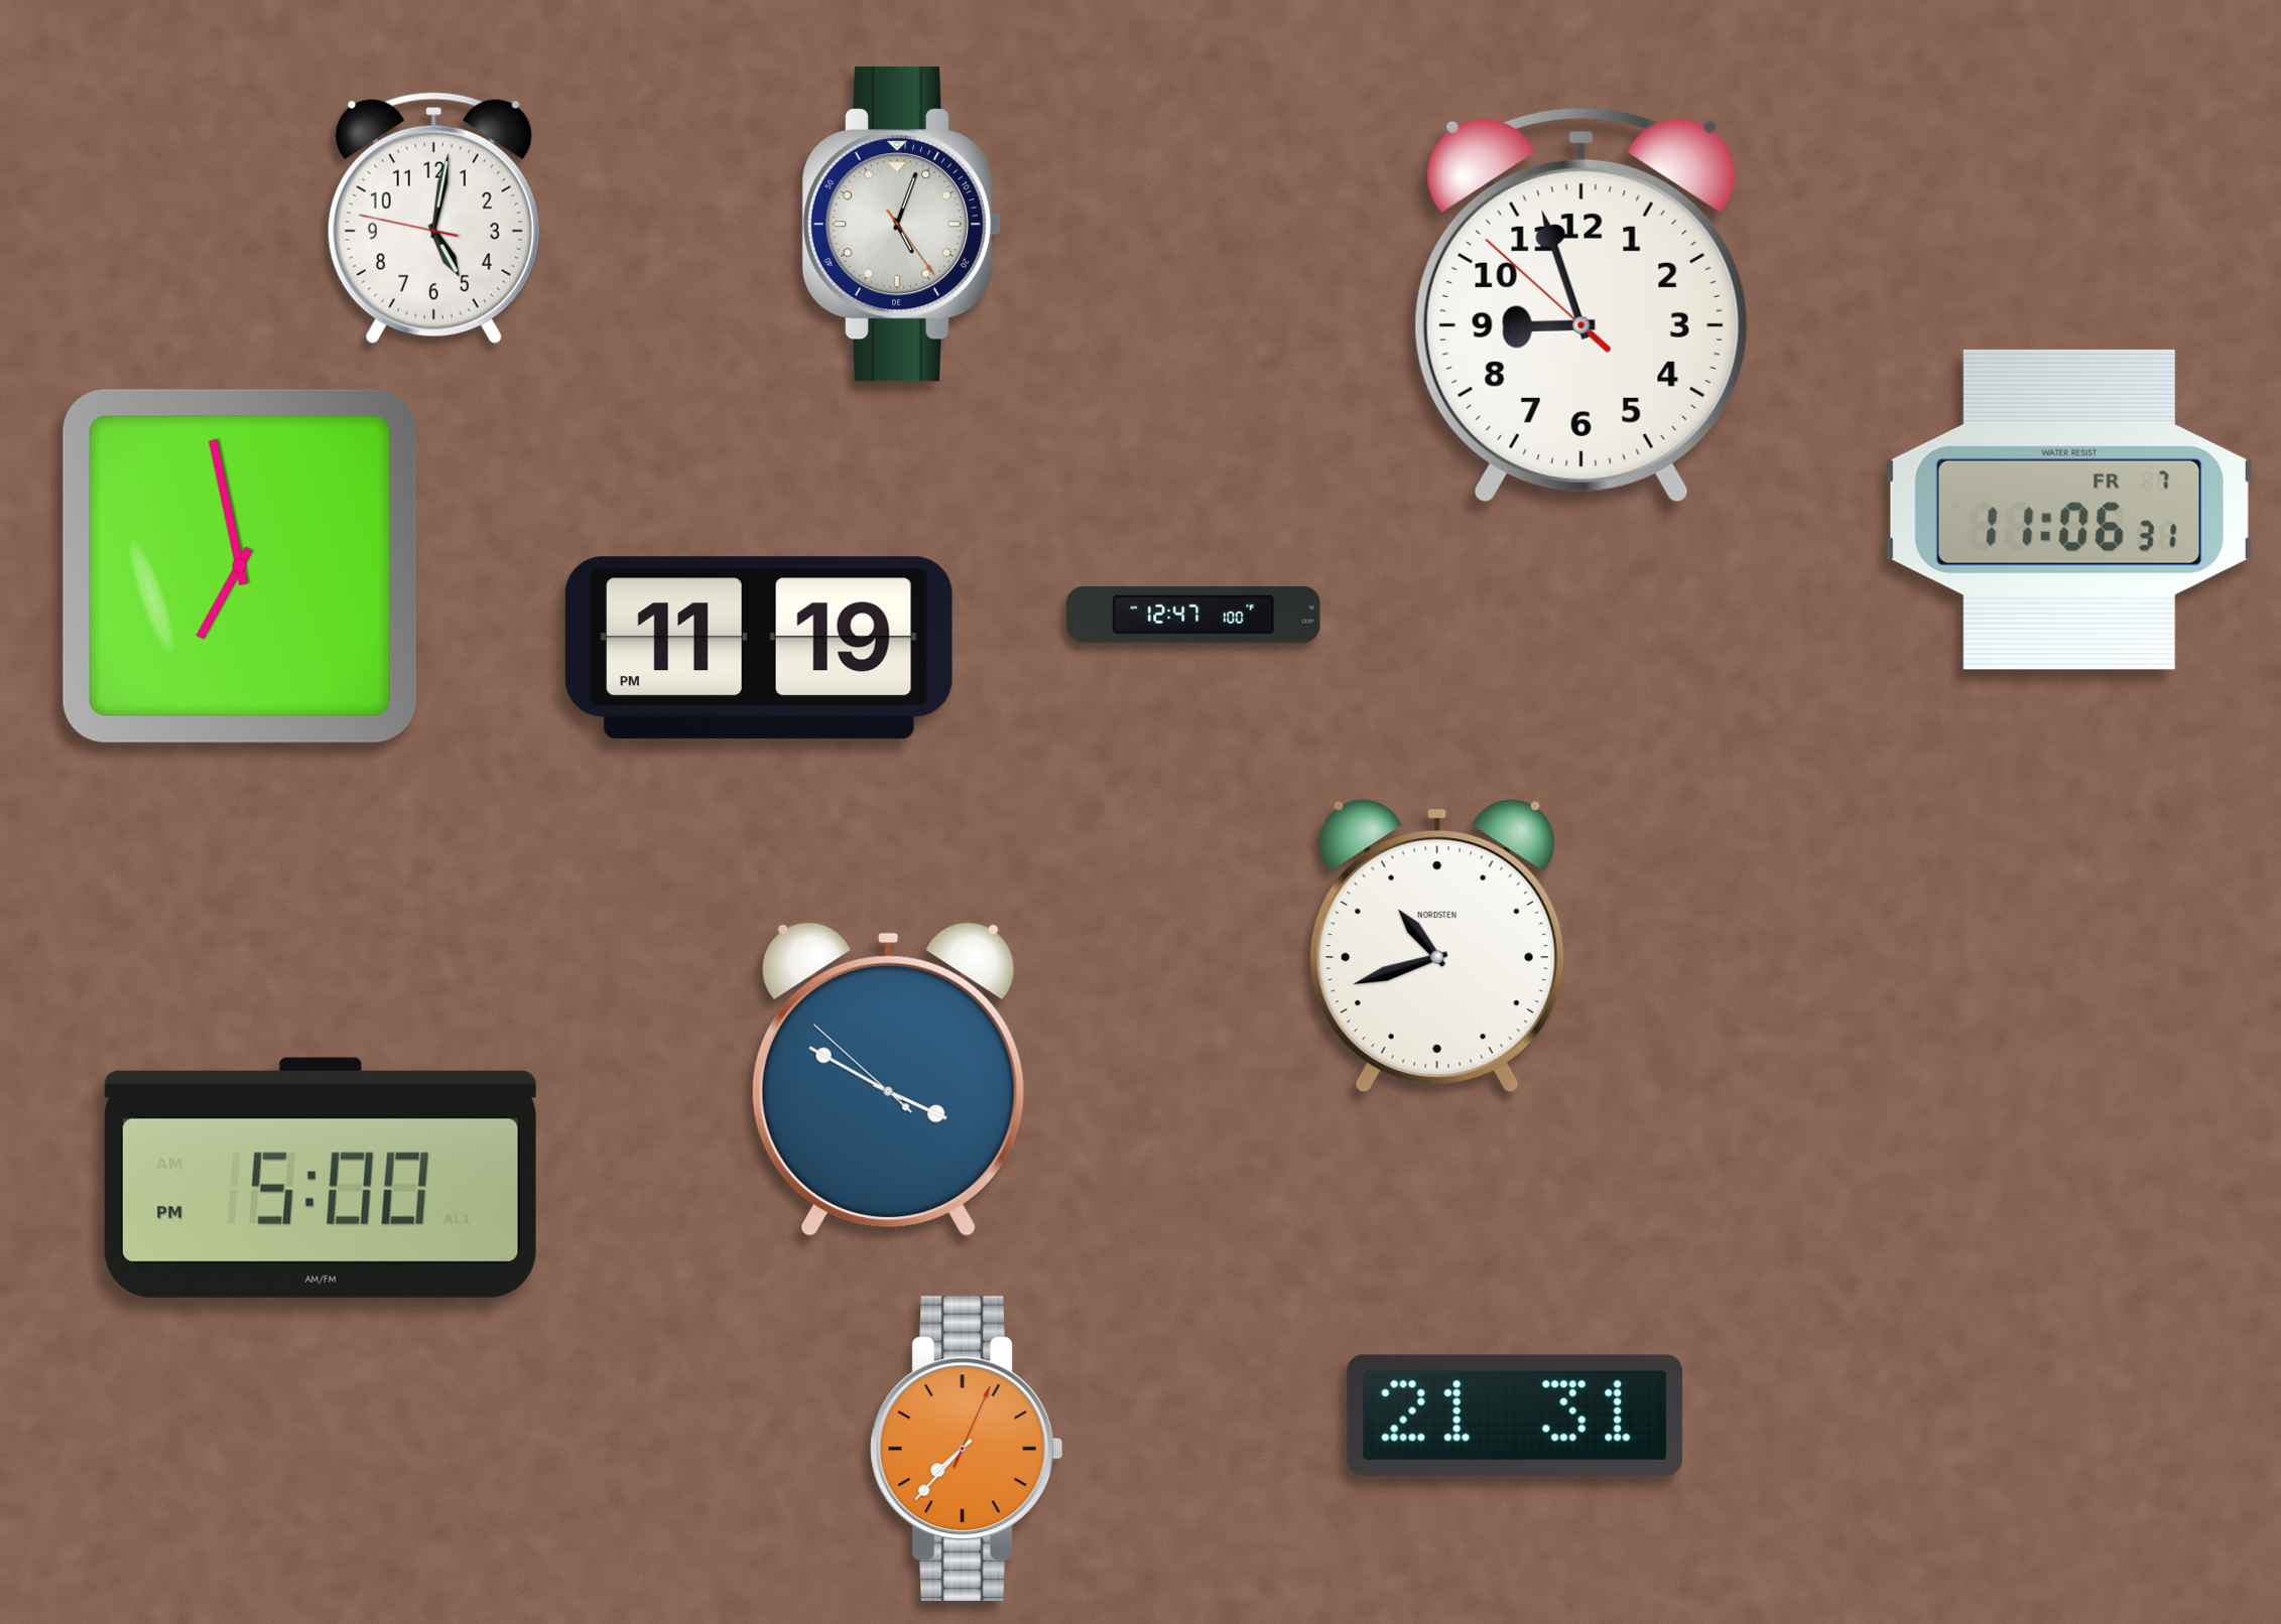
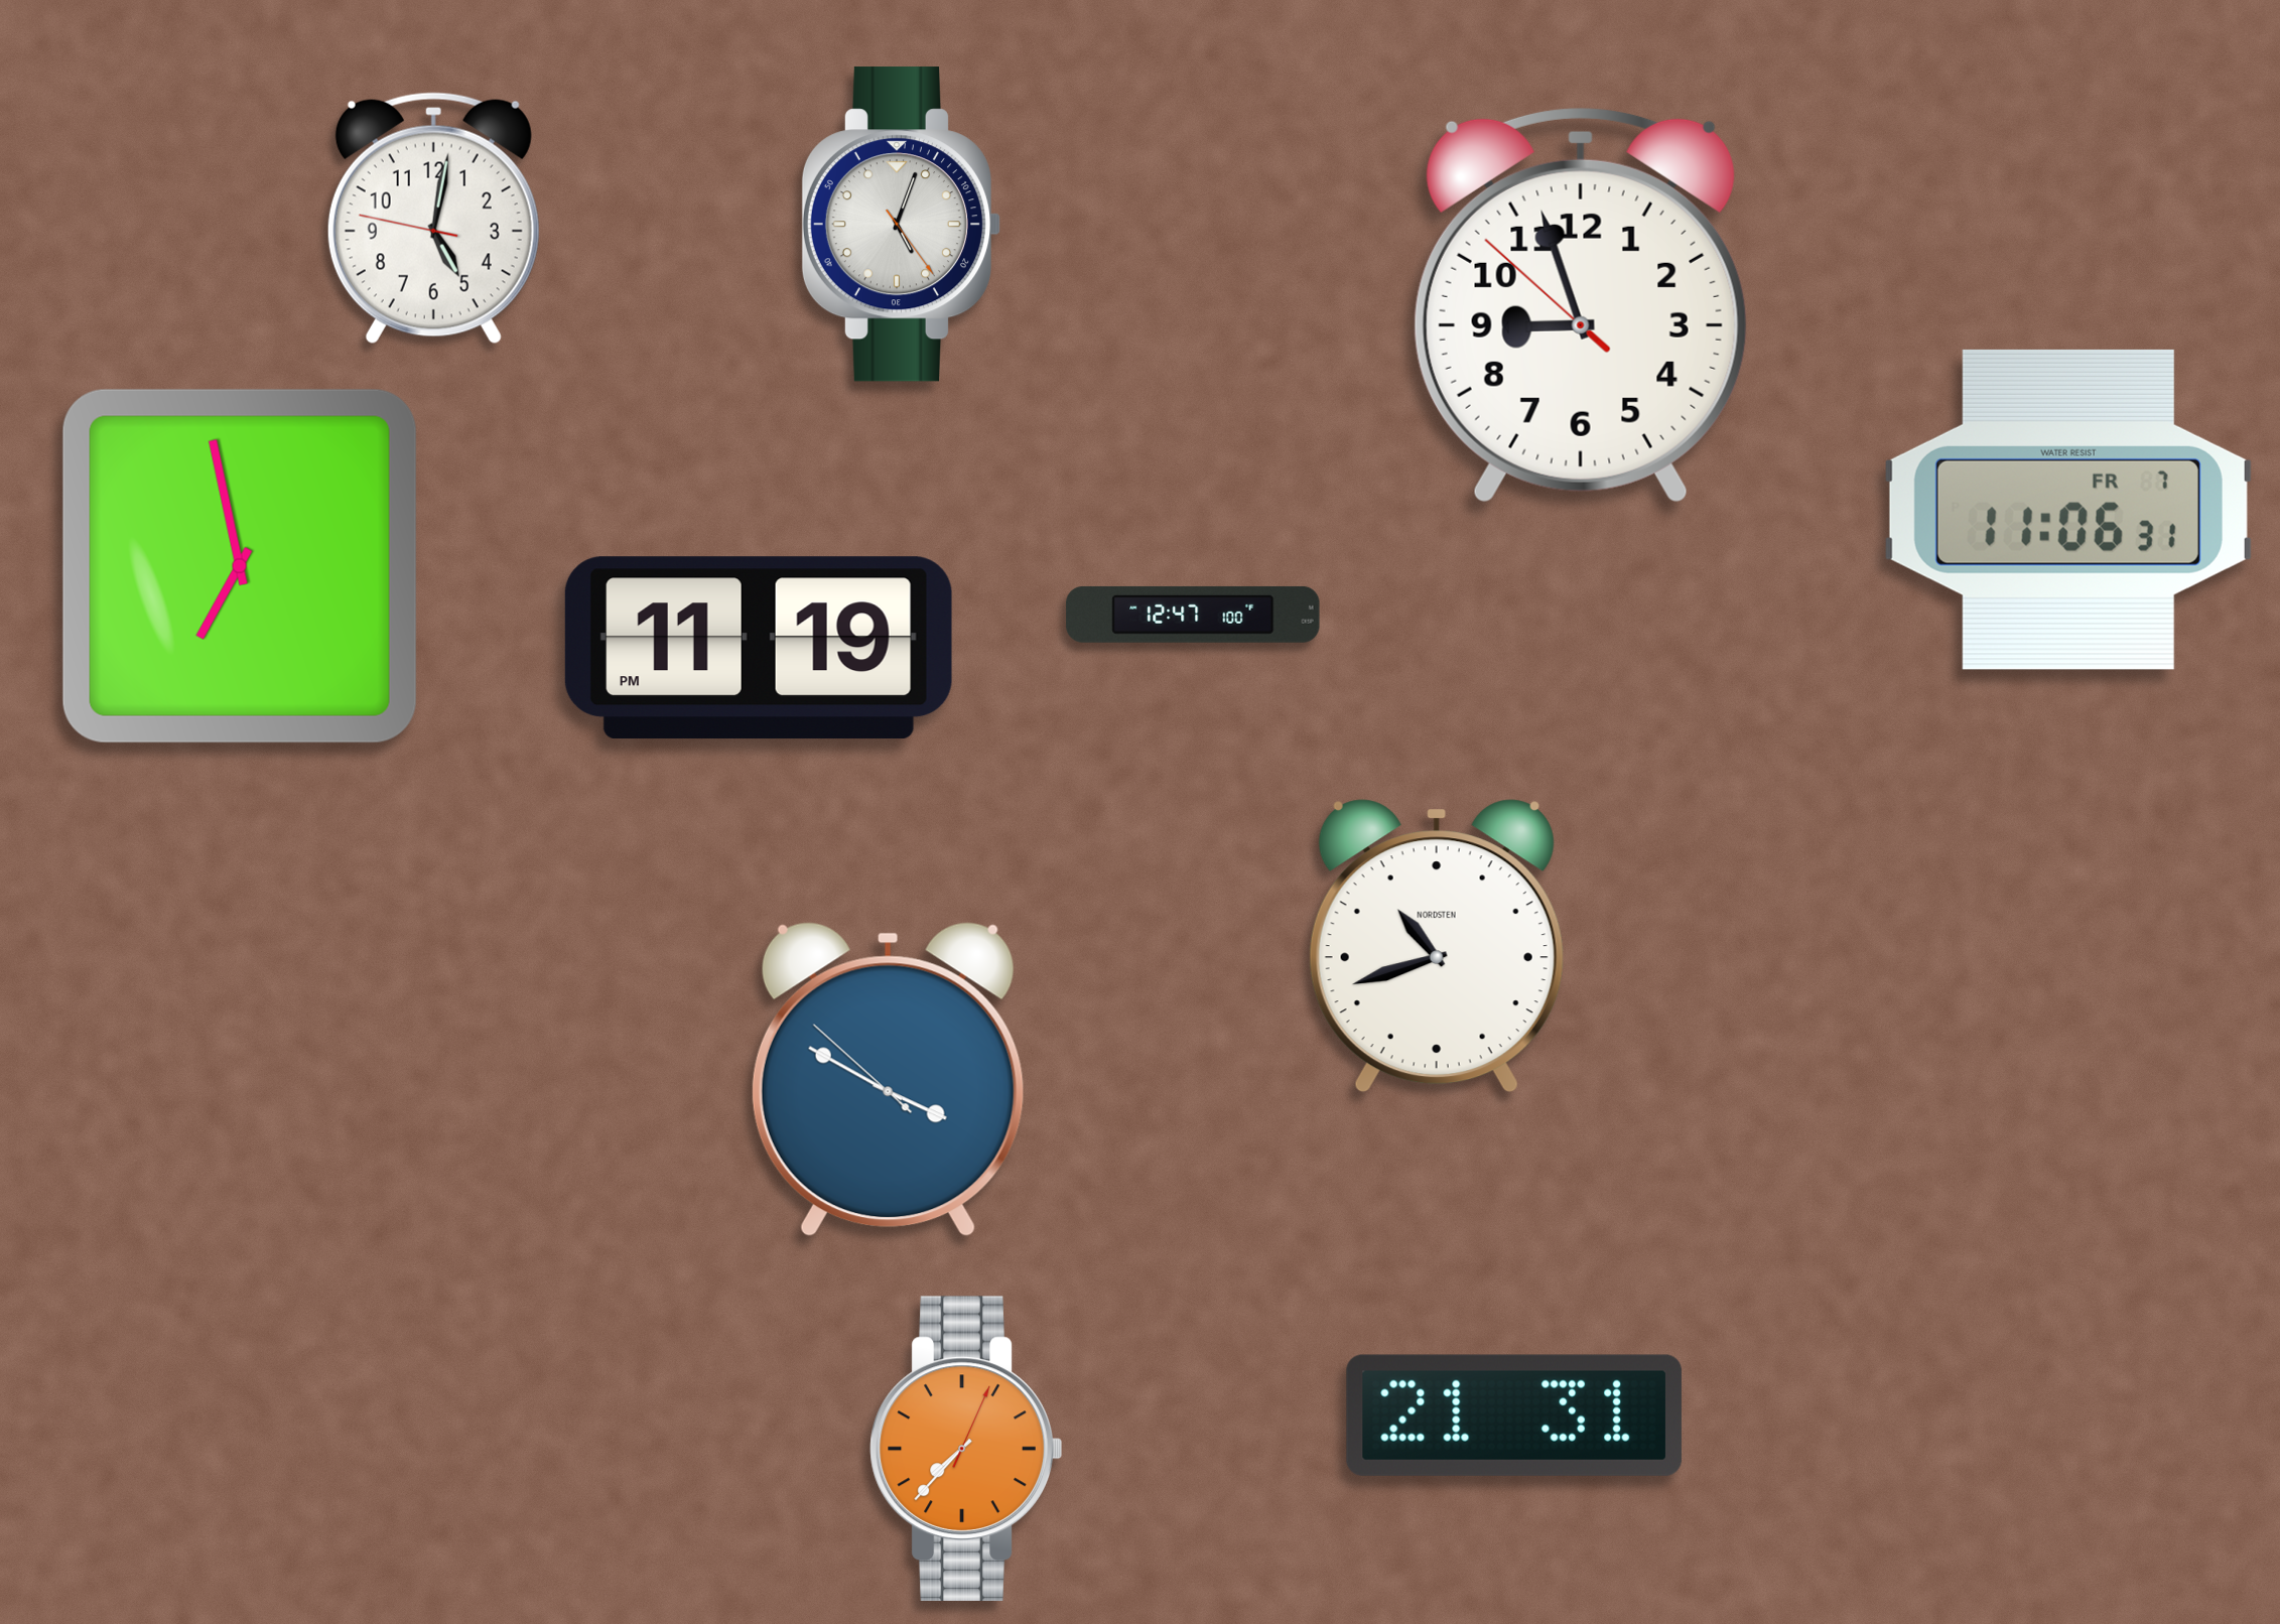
clock at (321, 1178): 5:00 -> none
